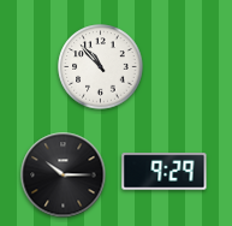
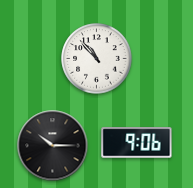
clock at (101, 67) position: (101, 67) -> (97, 59)
clock at (165, 172): 9:29 -> 9:06
